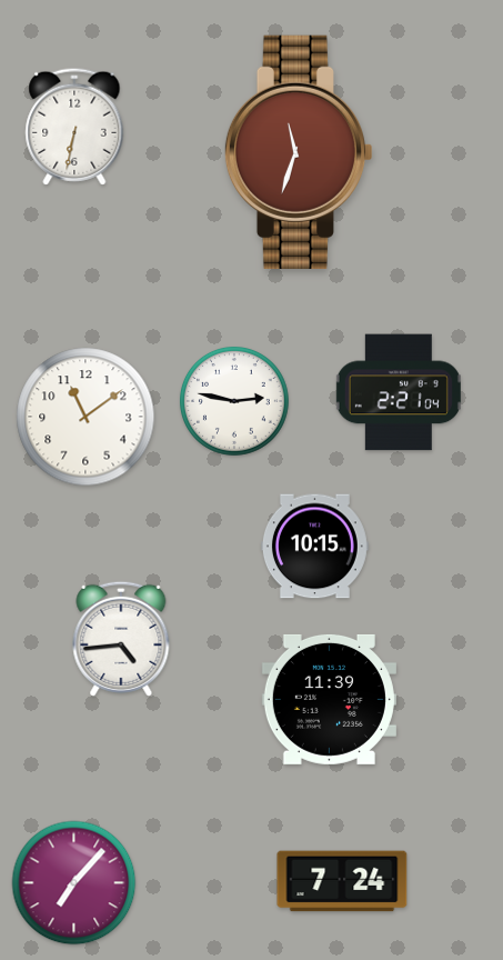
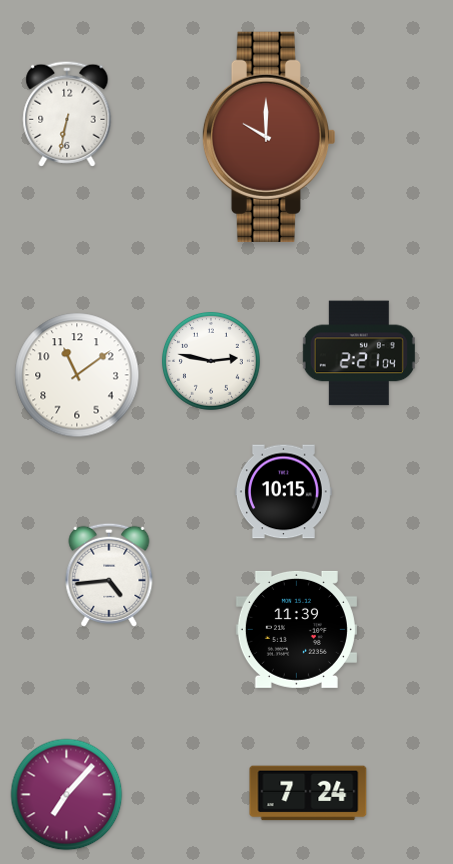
clock at (298, 152): 11:33 -> 10:00
